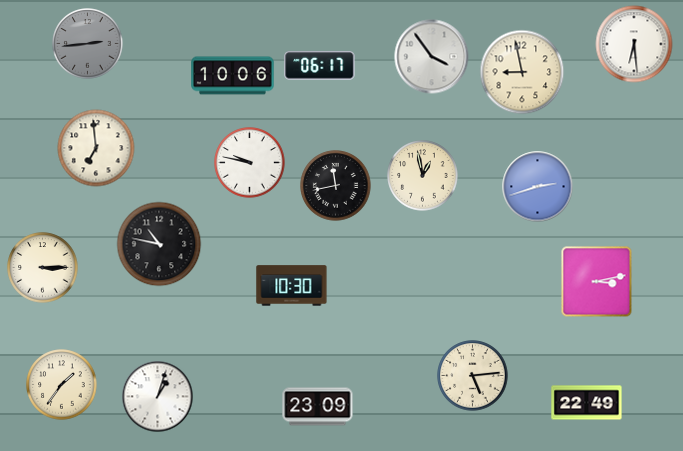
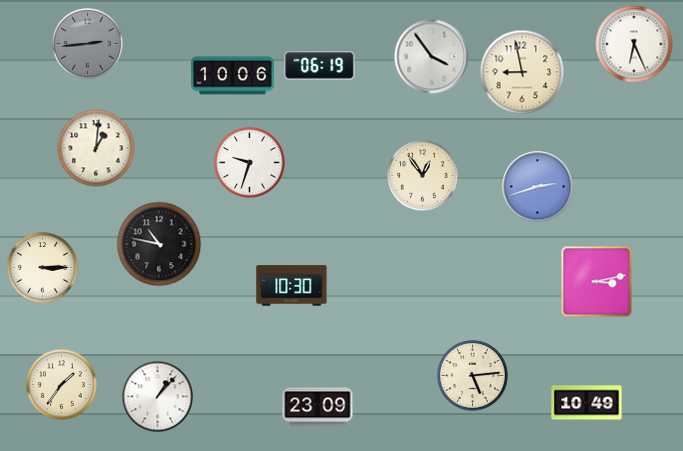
clock at (634, 44): 6:29 -> 6:26
clock at (320, 66): 06:17 -> 06:19
clock at (96, 148): 6:59 -> 1:01
clock at (250, 163): 9:47 -> 9:33
clock at (423, 176): 12:58 -> 12:54
clock at (336, 186): 11:43 -> none
clock at (158, 397): 1:03 -> 1:07
clock at (587, 403): 22:49 -> 10:49
